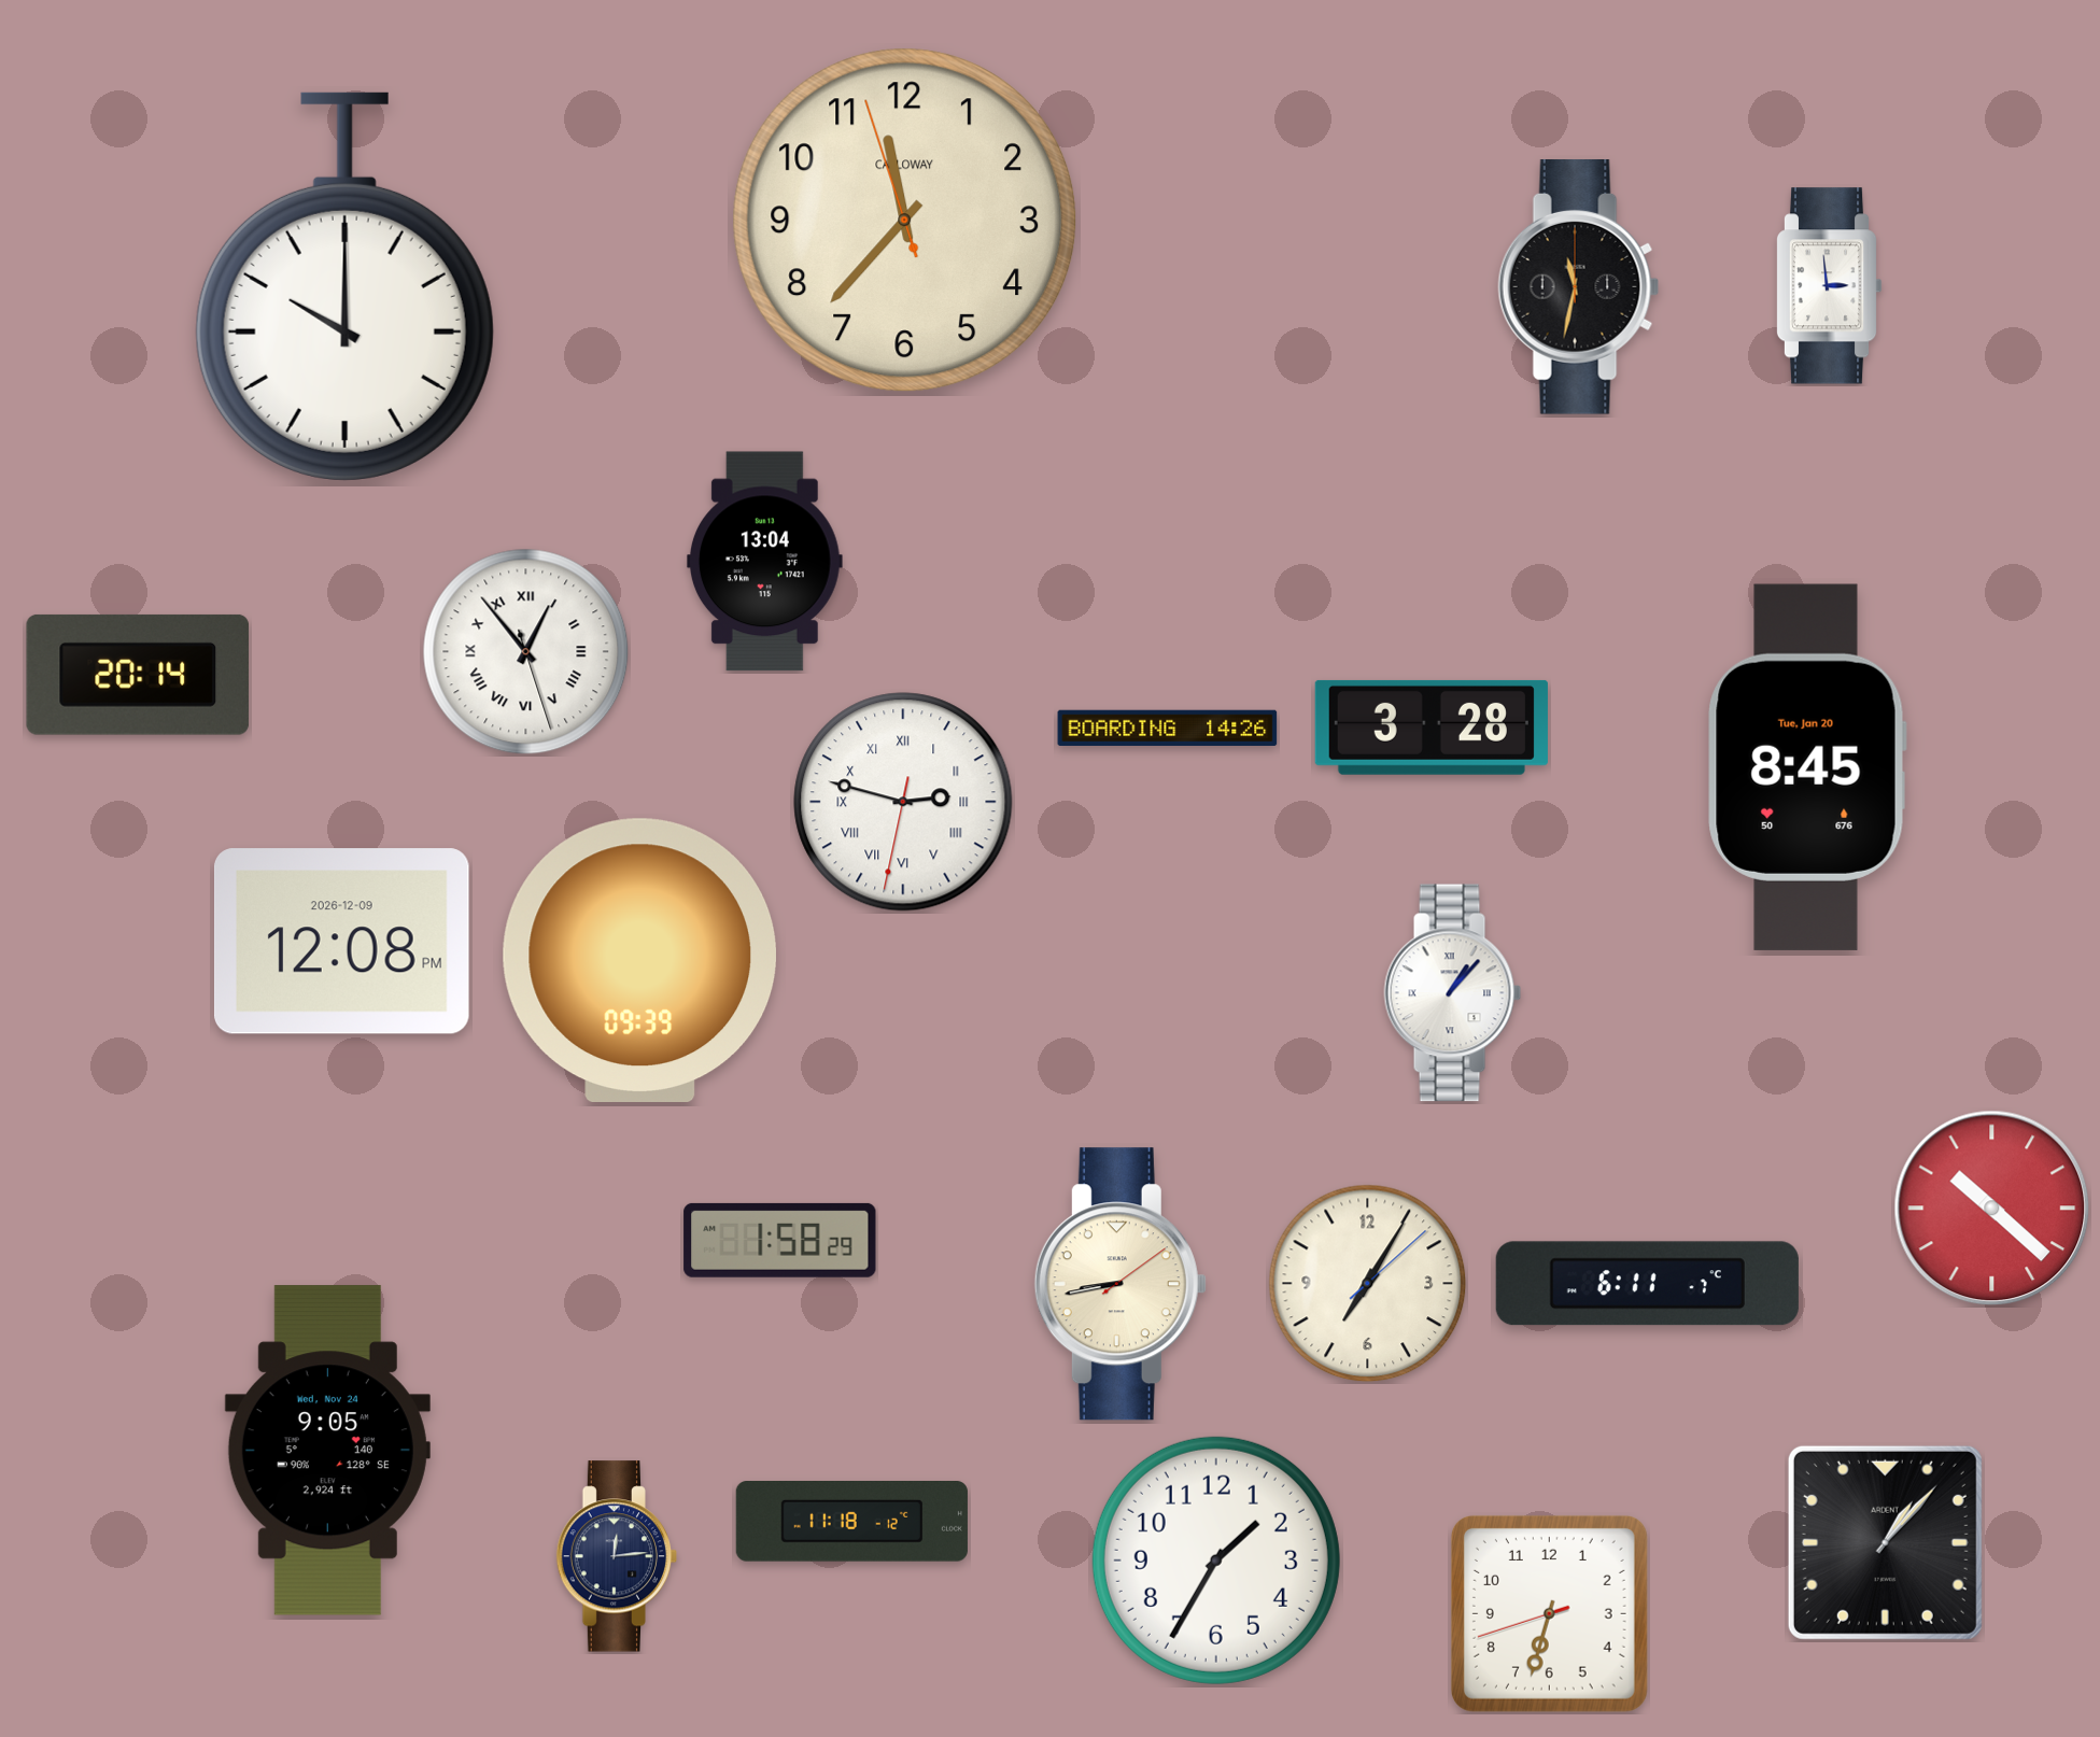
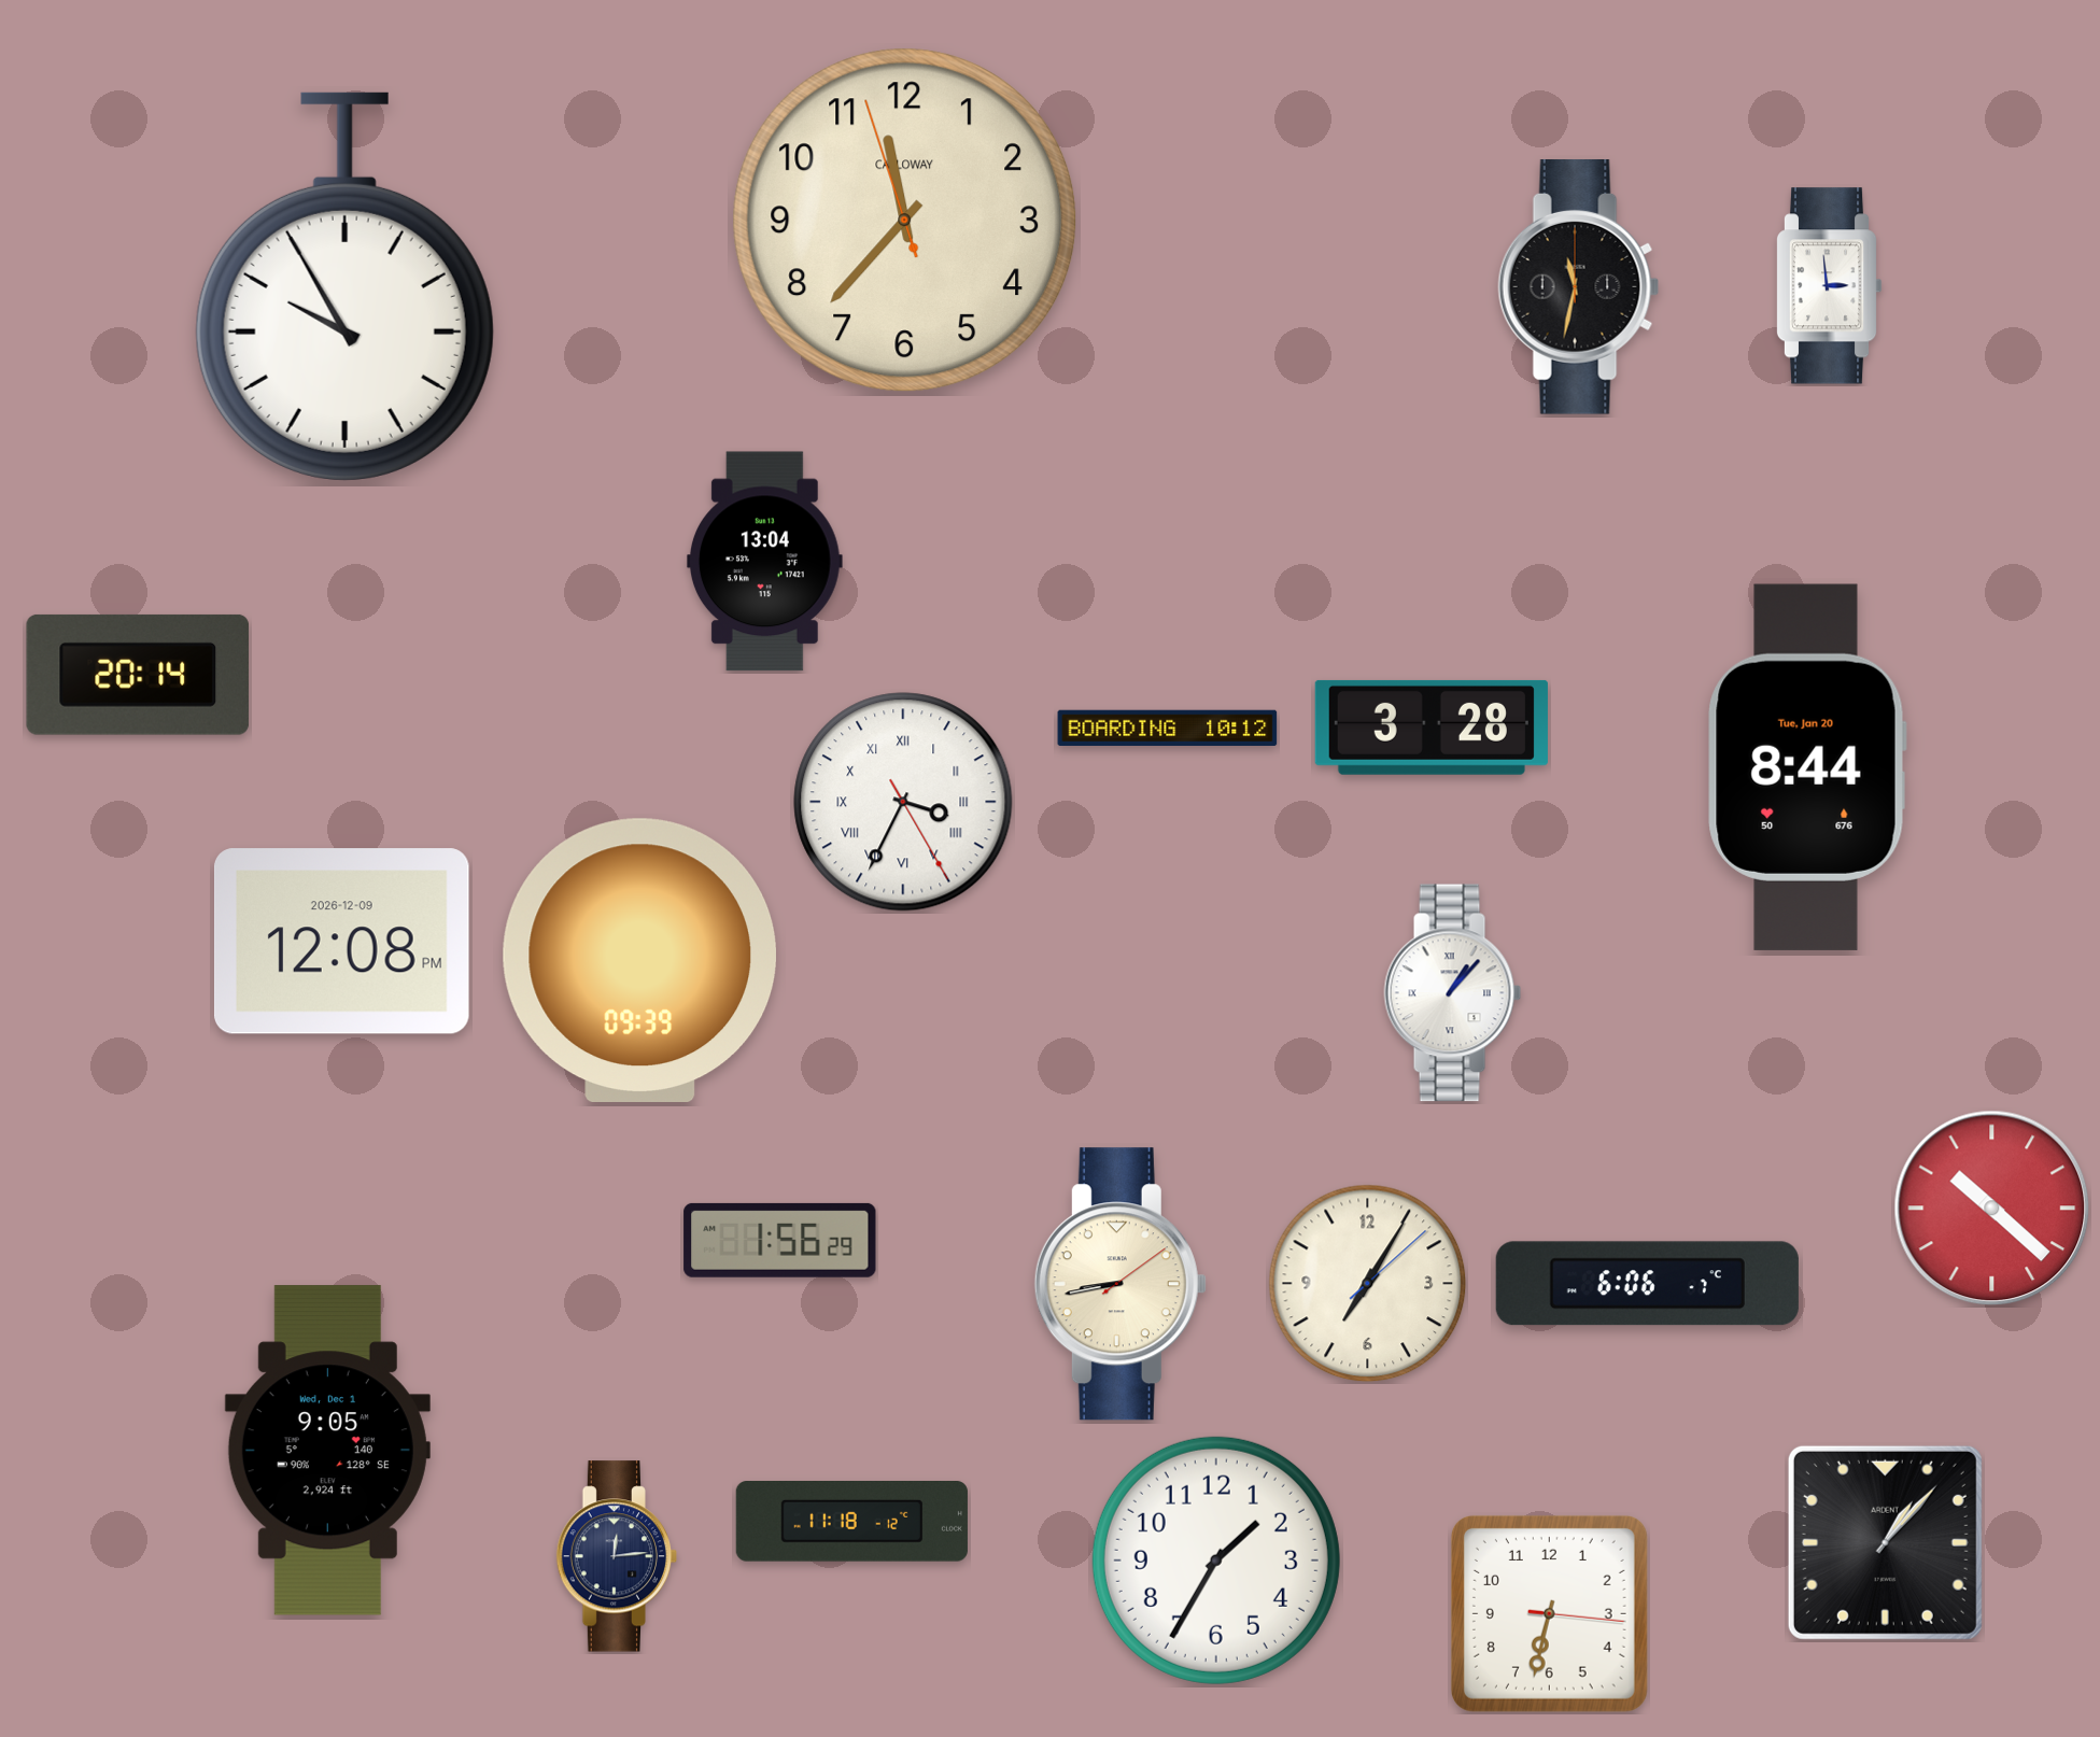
clock at (344, 286): 10:00 -> 9:55
clock at (526, 652): 12:53 -> none
clock at (1168, 728): 14:26 -> 10:12
clock at (1807, 767): 8:45 -> 8:44
clock at (903, 802): 2:47 -> 3:34
clock at (780, 1240): 1:58 -> 1:56
clock at (1647, 1284): 6:11 -> 6:06
clock at (327, 1451) date: Wed, Nov 24 -> Wed, Dec 1
clock at (1549, 1613): 6:32:42 -> 6:32:16
